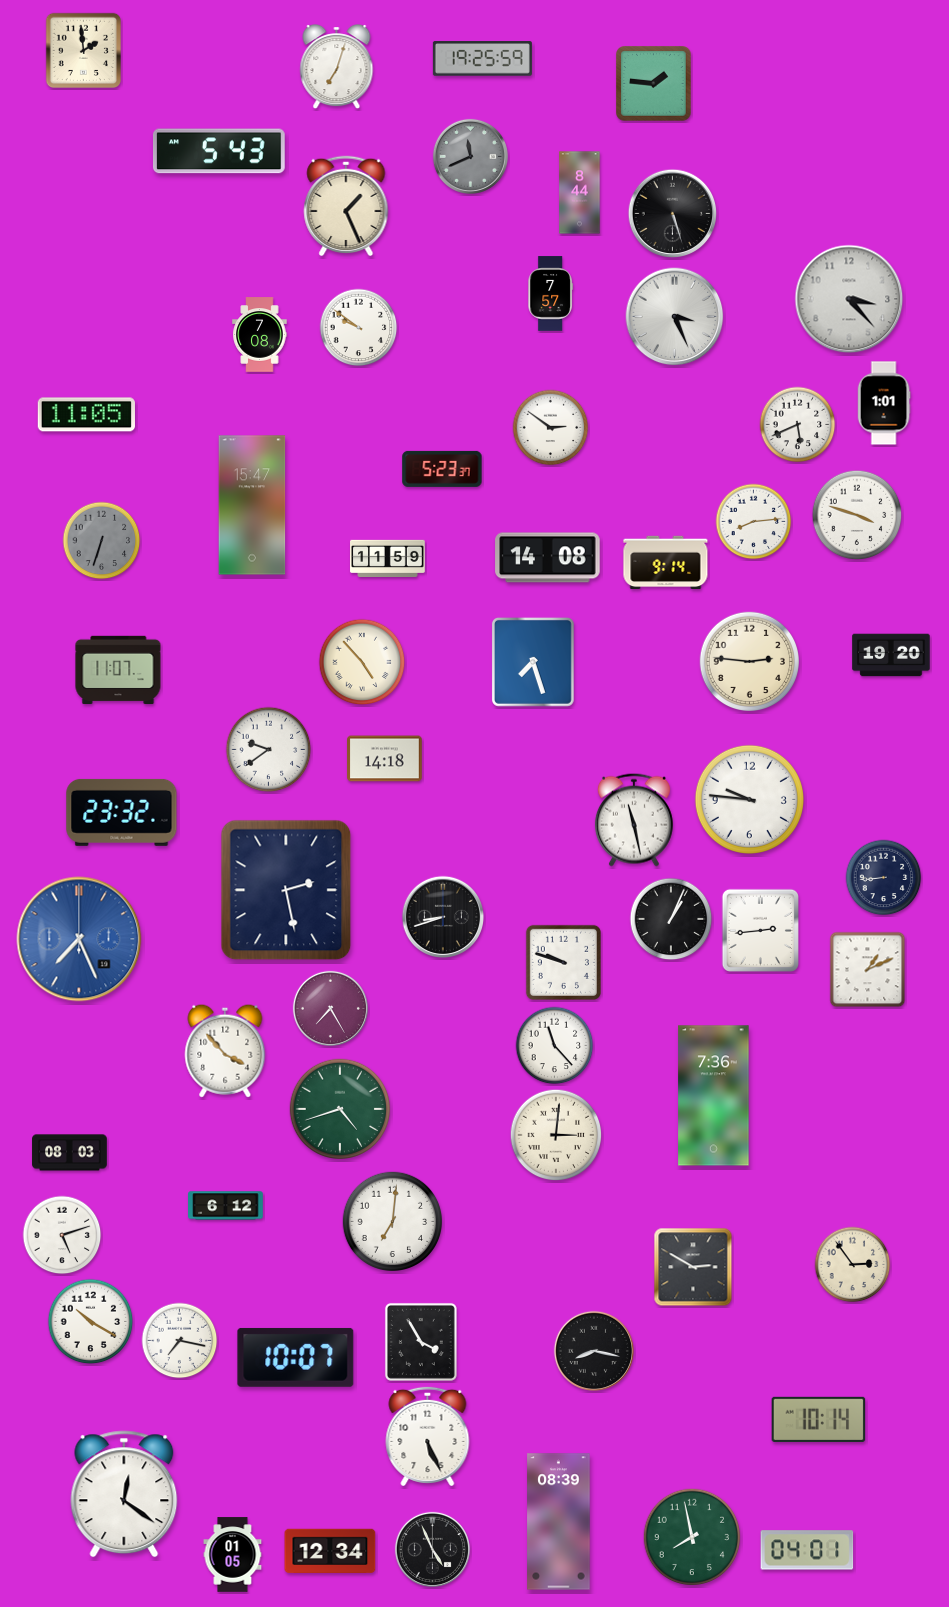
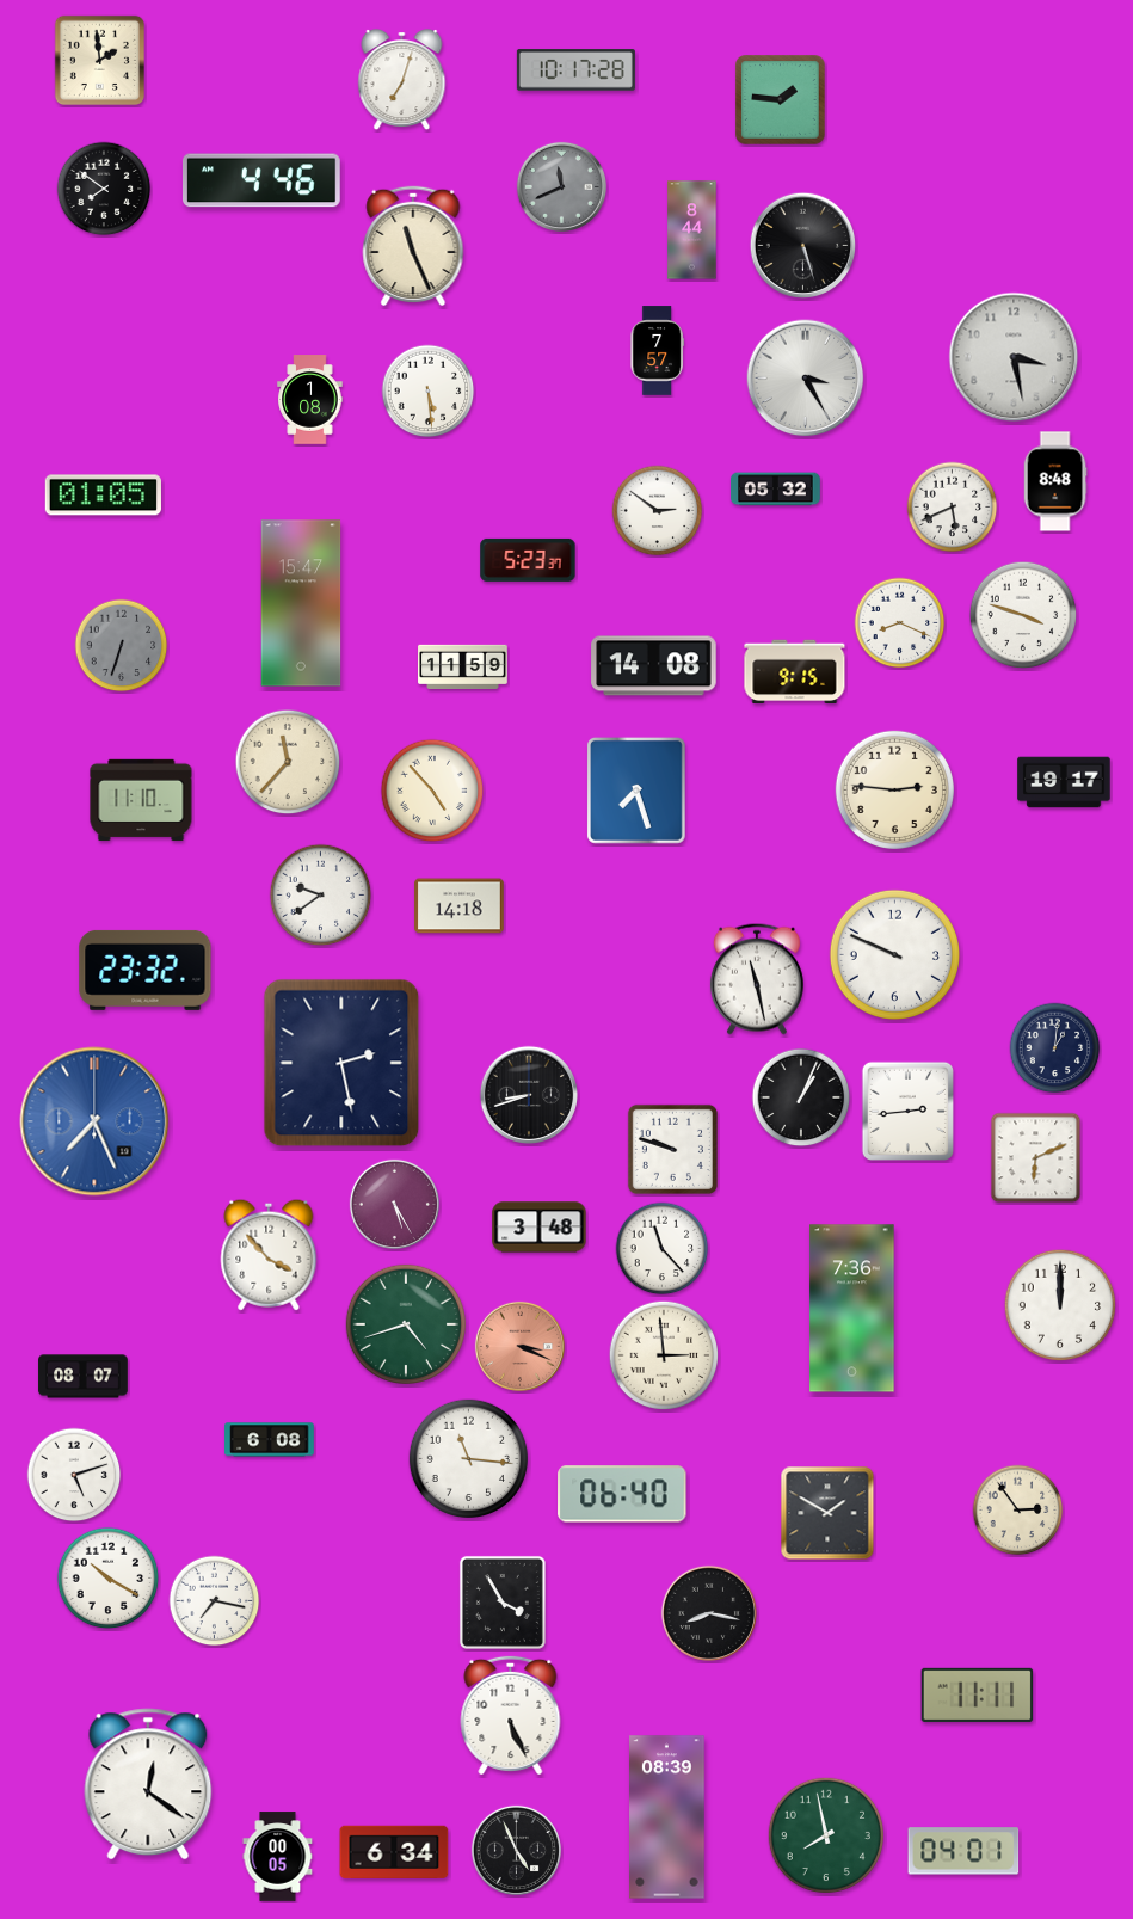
clock at (482, 59): 19:25 -> 10:17
clock at (219, 151): 5:43 -> 4:46
clock at (104, 189): none -> 7:51
clock at (346, 206): 1:26 -> 11:26
clock at (673, 214) position: (673, 214) -> (803, 246)
clock at (849, 299): 3:23 -> 3:28
clock at (675, 317): 3:26 -> 3:25
clock at (359, 328): 9:51 -> 5:29
clock at (260, 335): 7:08 -> 1:08
clock at (884, 403): 1:01 -> 8:48
clock at (776, 490): none -> 05:32
clock at (86, 415): 11:05 -> 01:05
clock at (754, 522): 8:14 -> 8:19
clock at (666, 563): 9:14 -> 9:15
clock at (288, 762): none -> 11:37
clock at (891, 655): 19:20 -> 19:17
clock at (118, 670): 11:07 -> 11:10
clock at (749, 799): 9:46 -> 9:49
clock at (884, 878): 8:44 -> 1:01
clock at (868, 970): 1:11 -> 6:11
clock at (330, 1008): 7:25 -> 5:25
clock at (540, 1228): none -> 3:48
clock at (1060, 1305): none -> 12:00
clock at (519, 1346): none -> 3:19
clock at (556, 1135): 3:01 -> 2:59
clock at (70, 1153): 08:03 -> 08:07
clock at (226, 1206): 6:12 -> 6:08
clock at (392, 1221): 7:01 -> 11:16
clock at (622, 1494): none -> 06:40
clock at (693, 1267): 2:50 -> 1:50
clock at (296, 1357): 10:07 -> none
clock at (819, 1419): 10:14 -> 11:11
clock at (330, 1550): 12:34 -> 6:34
clock at (233, 1555): 01:05 -> 00:05
